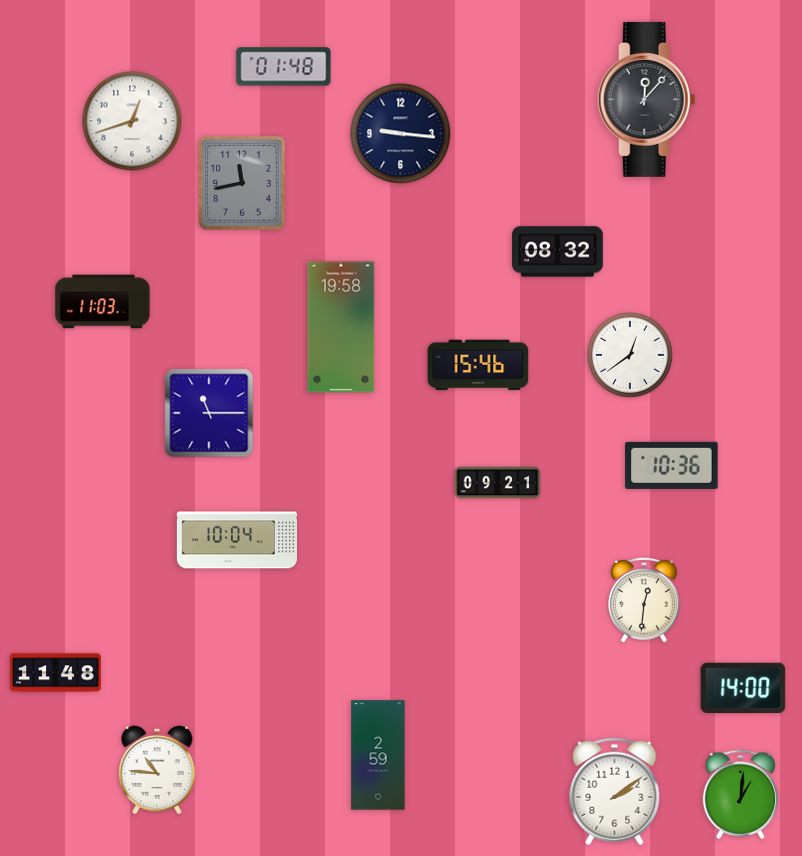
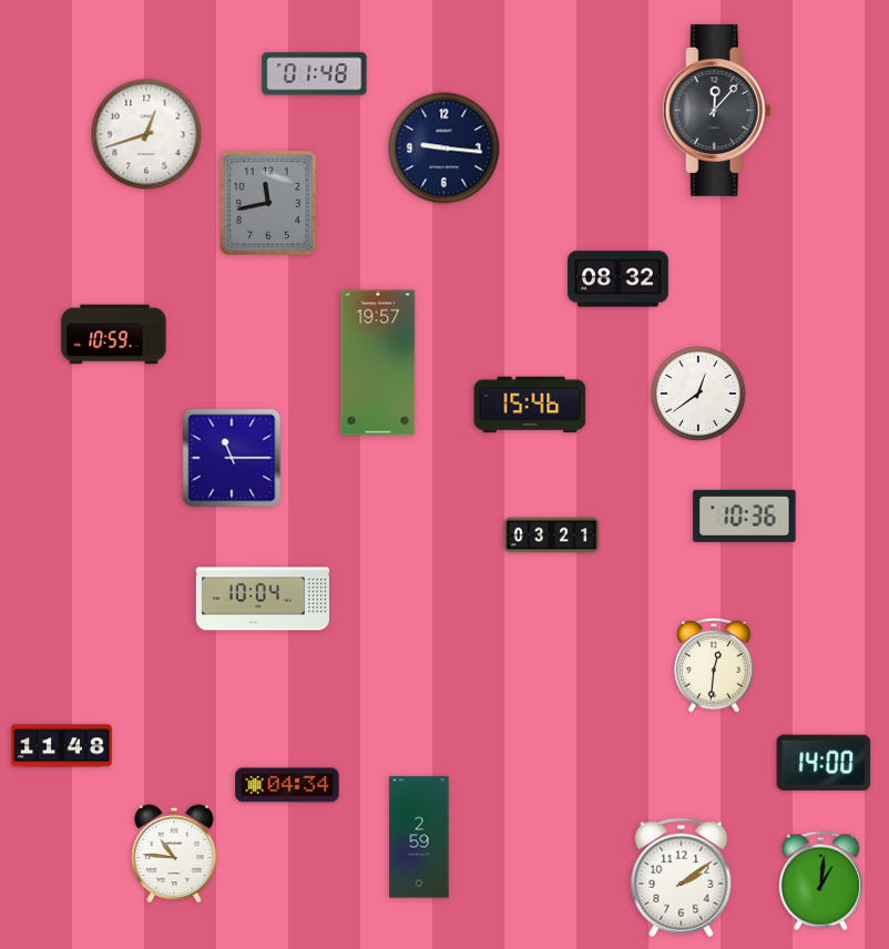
clock at (103, 302): 11:03 -> 10:59
clock at (341, 327): 19:58 -> 19:57
clock at (498, 483): 09:21 -> 03:21
clock at (287, 785): none -> 04:34
